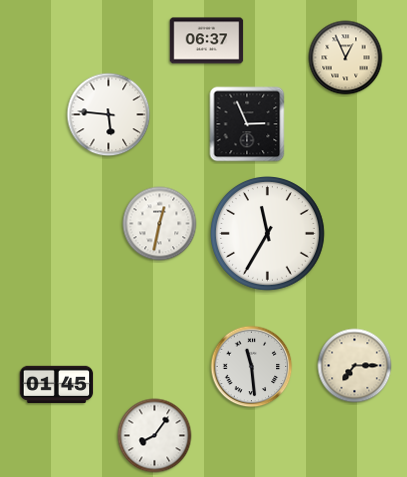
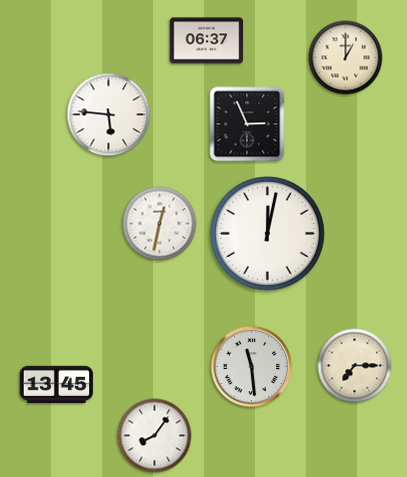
clock at (346, 58): 12:56 -> 1:00
clock at (268, 234): 11:35 -> 12:02
clock at (57, 384): 01:45 -> 13:45
